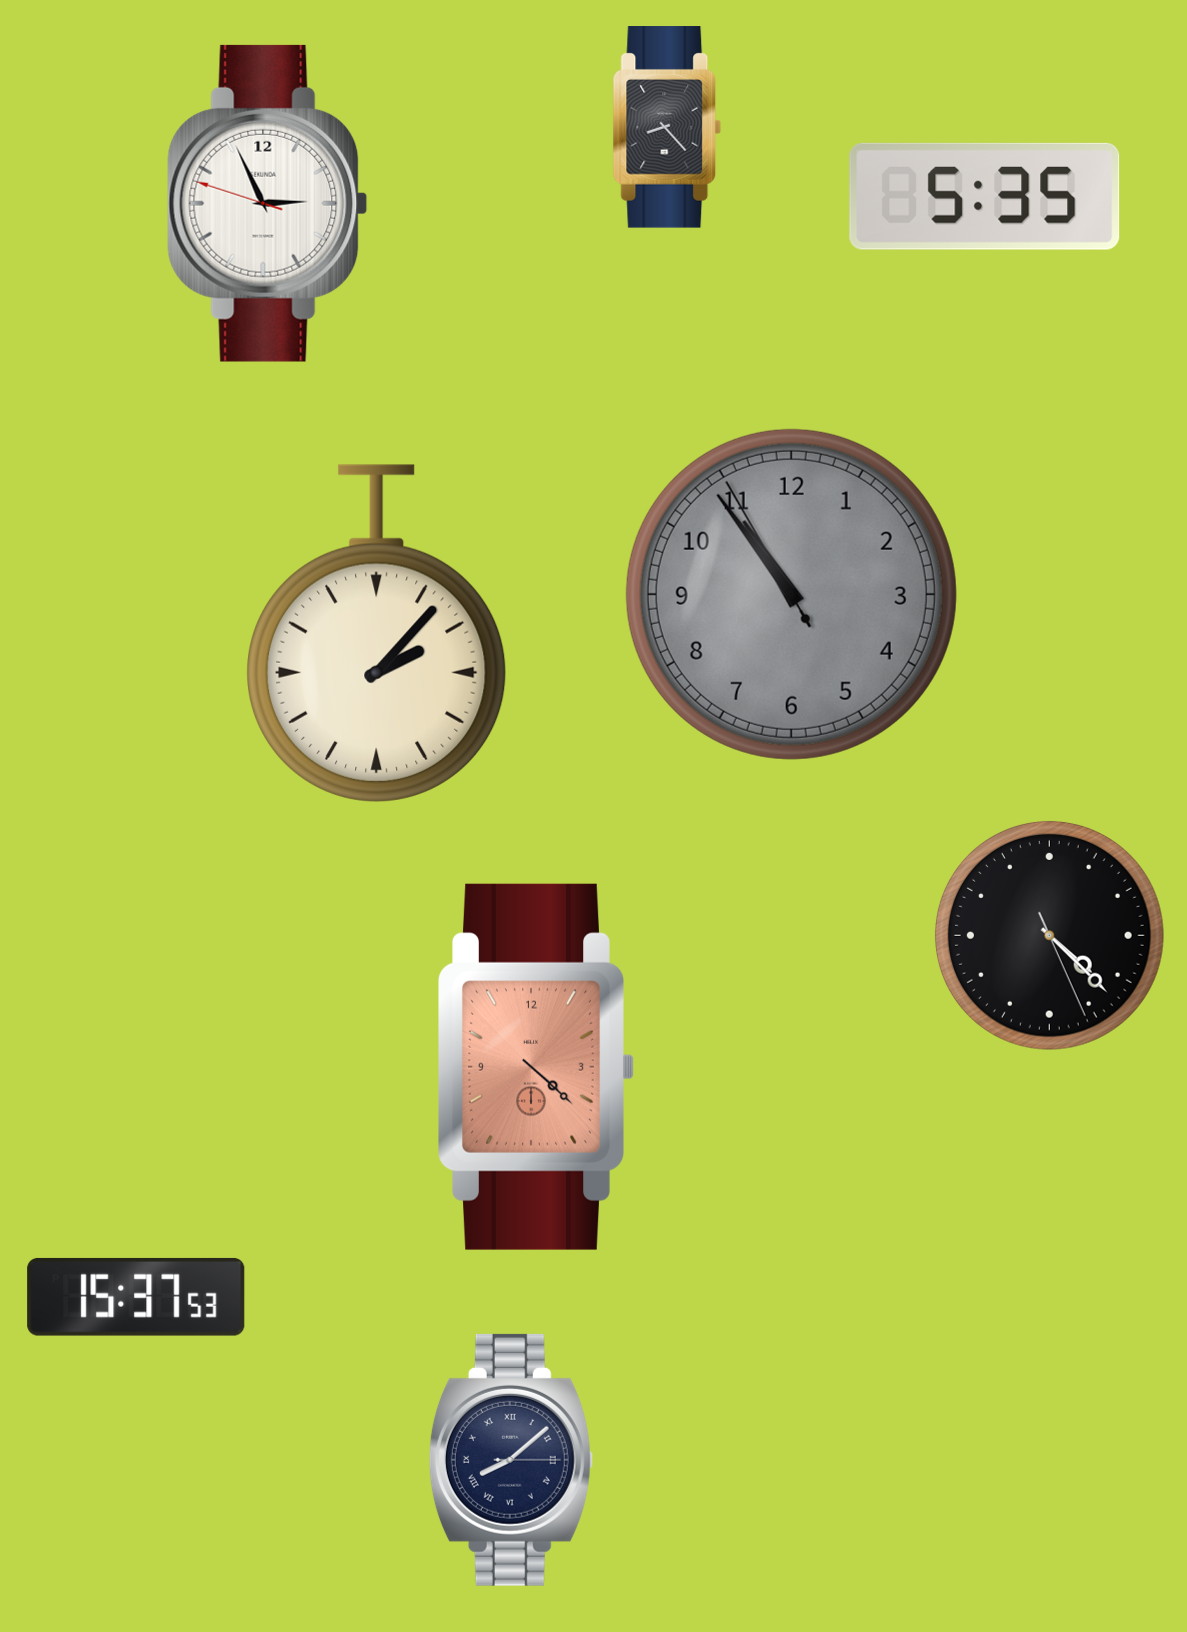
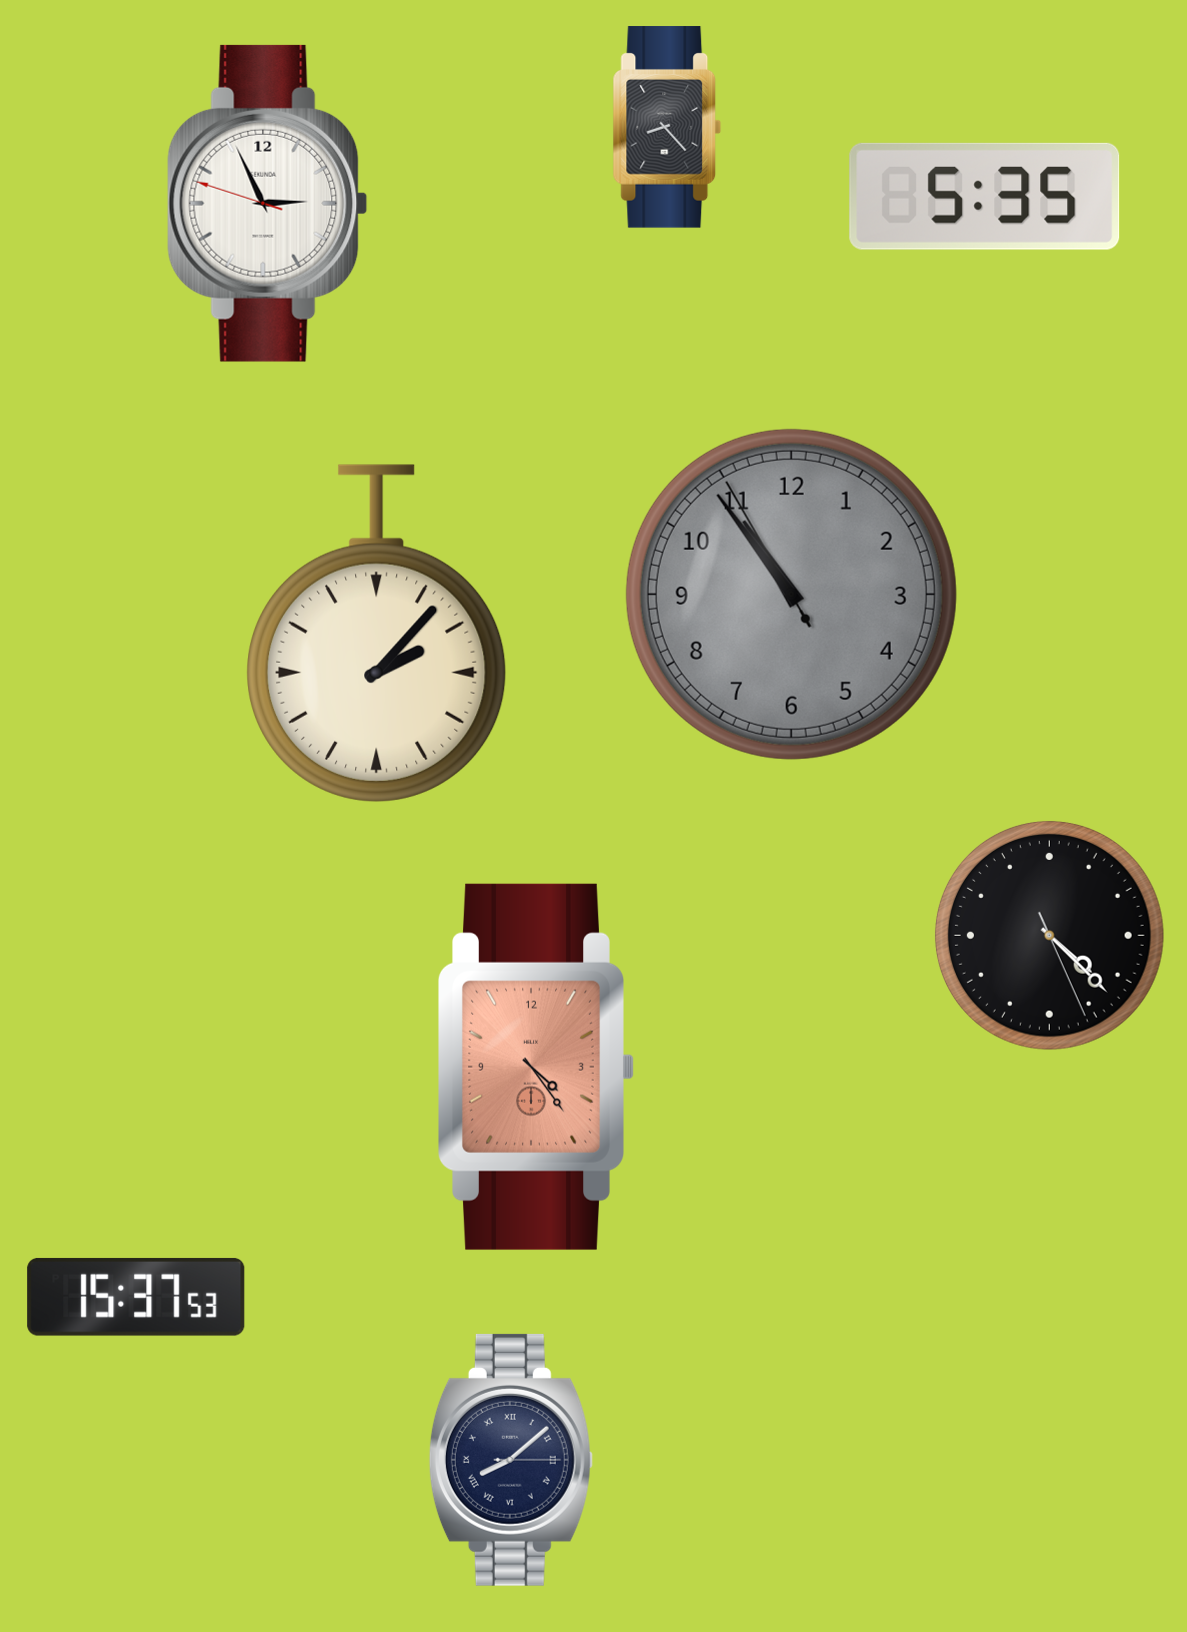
clock at (537, 1067): 4:22 -> 4:24
